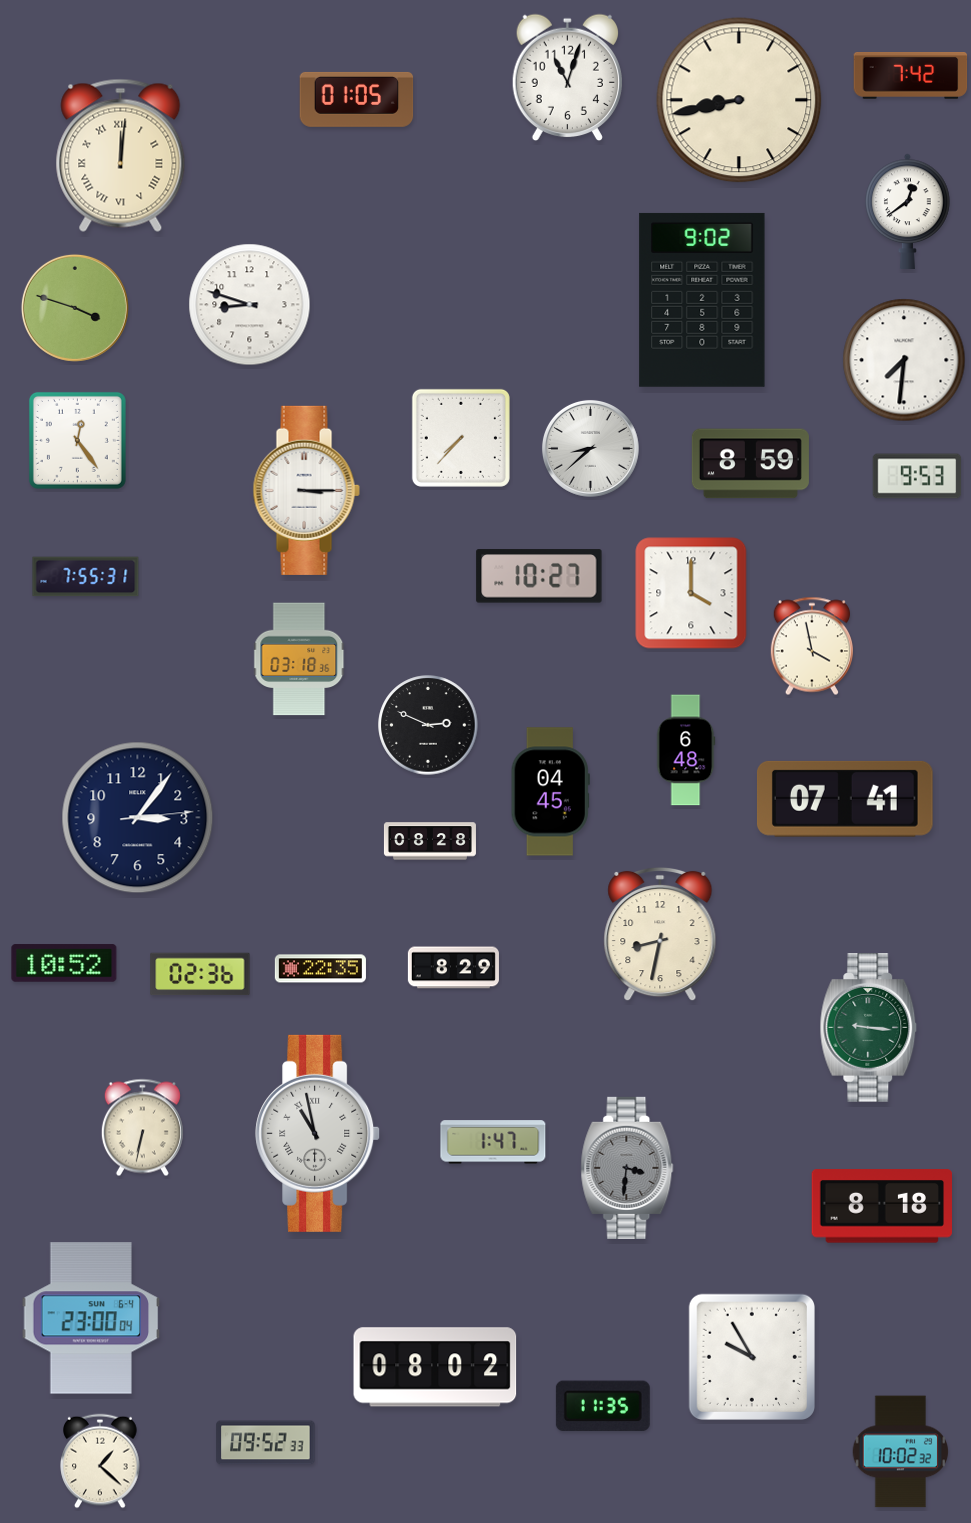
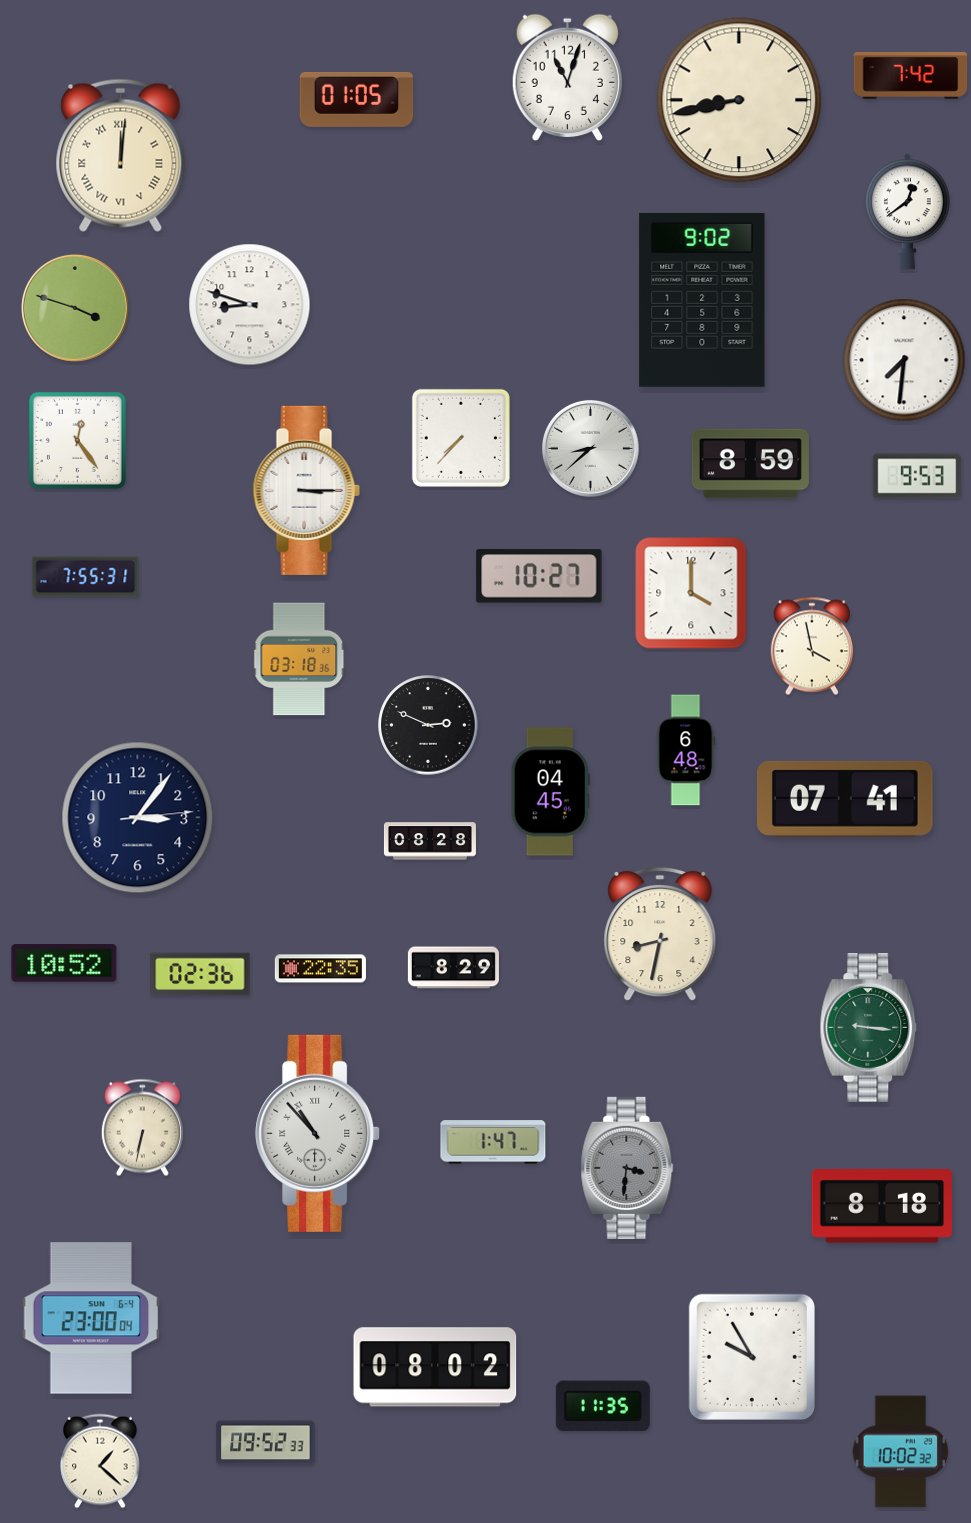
clock at (318, 1133): 10:58 -> 10:53
